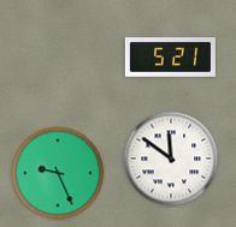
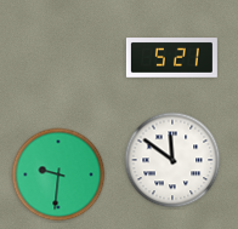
clock at (58, 173): 9:26 -> 9:31
